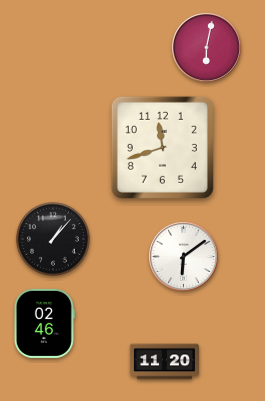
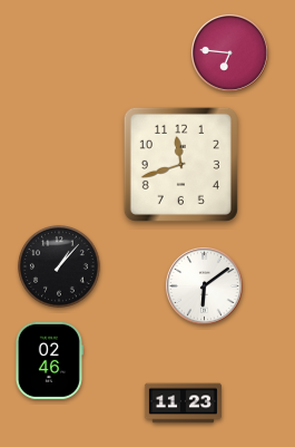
clock at (206, 47): 6:02 -> 6:46
clock at (164, 362): 11:20 -> 11:23
